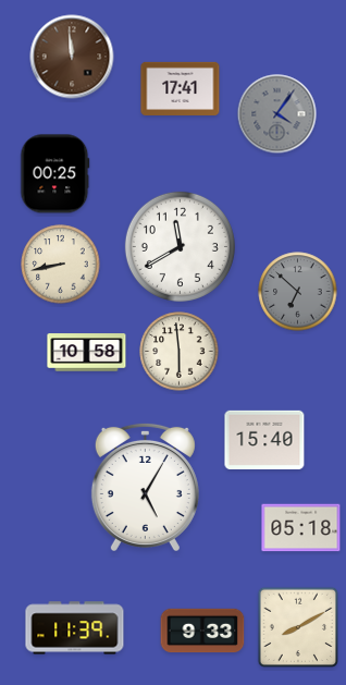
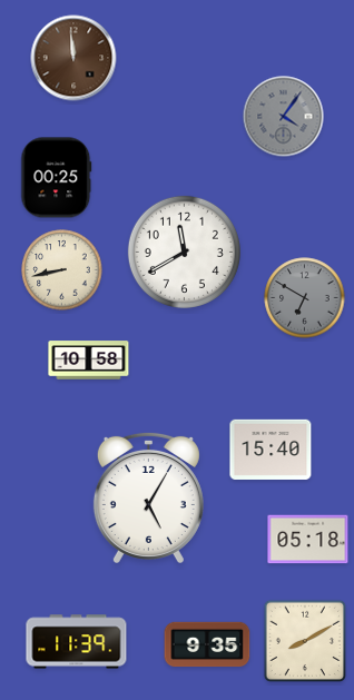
clock at (181, 88): 17:41 -> none
clock at (298, 292): 6:52 -> 6:50
clock at (180, 352): 5:59 -> none
clock at (202, 631): 9:33 -> 9:35
